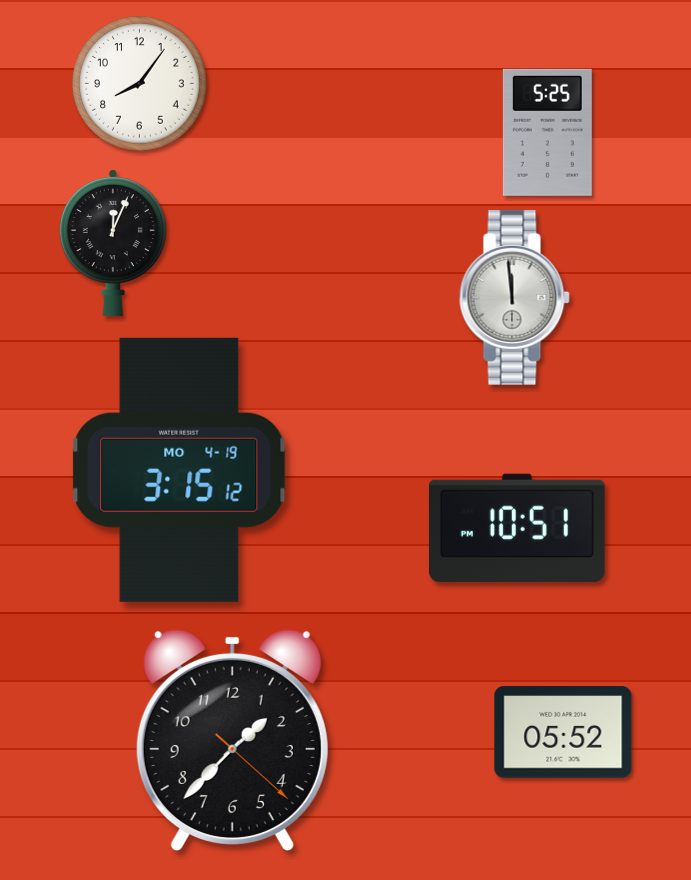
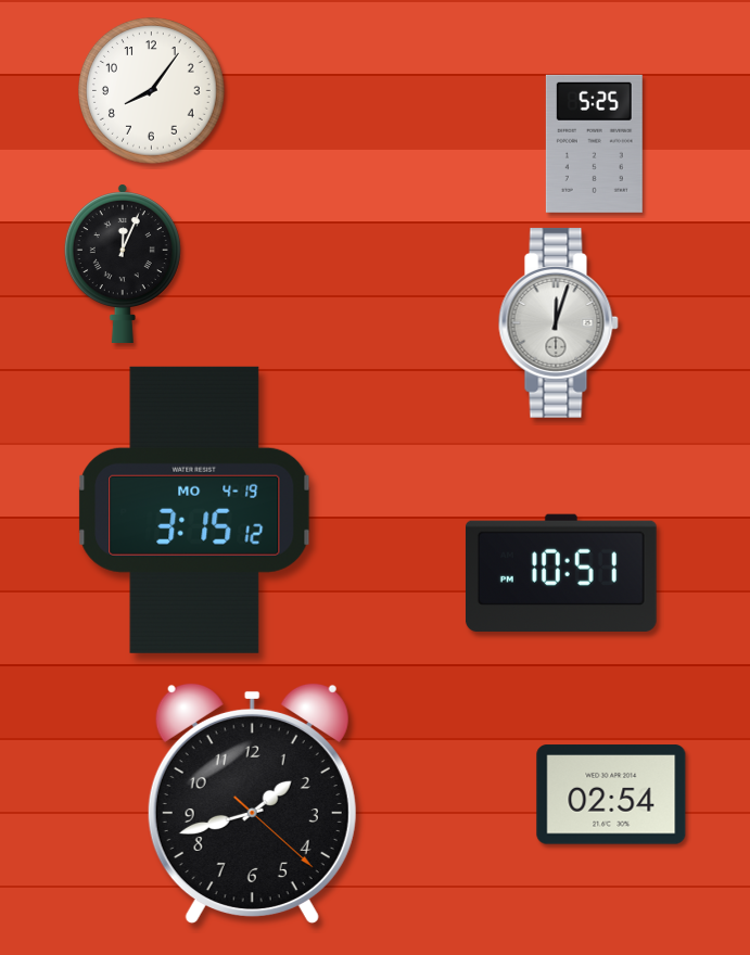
clock at (514, 297): 11:59 -> 12:03
clock at (563, 732): 05:52 -> 02:54
clock at (232, 739): 1:37 -> 1:42
